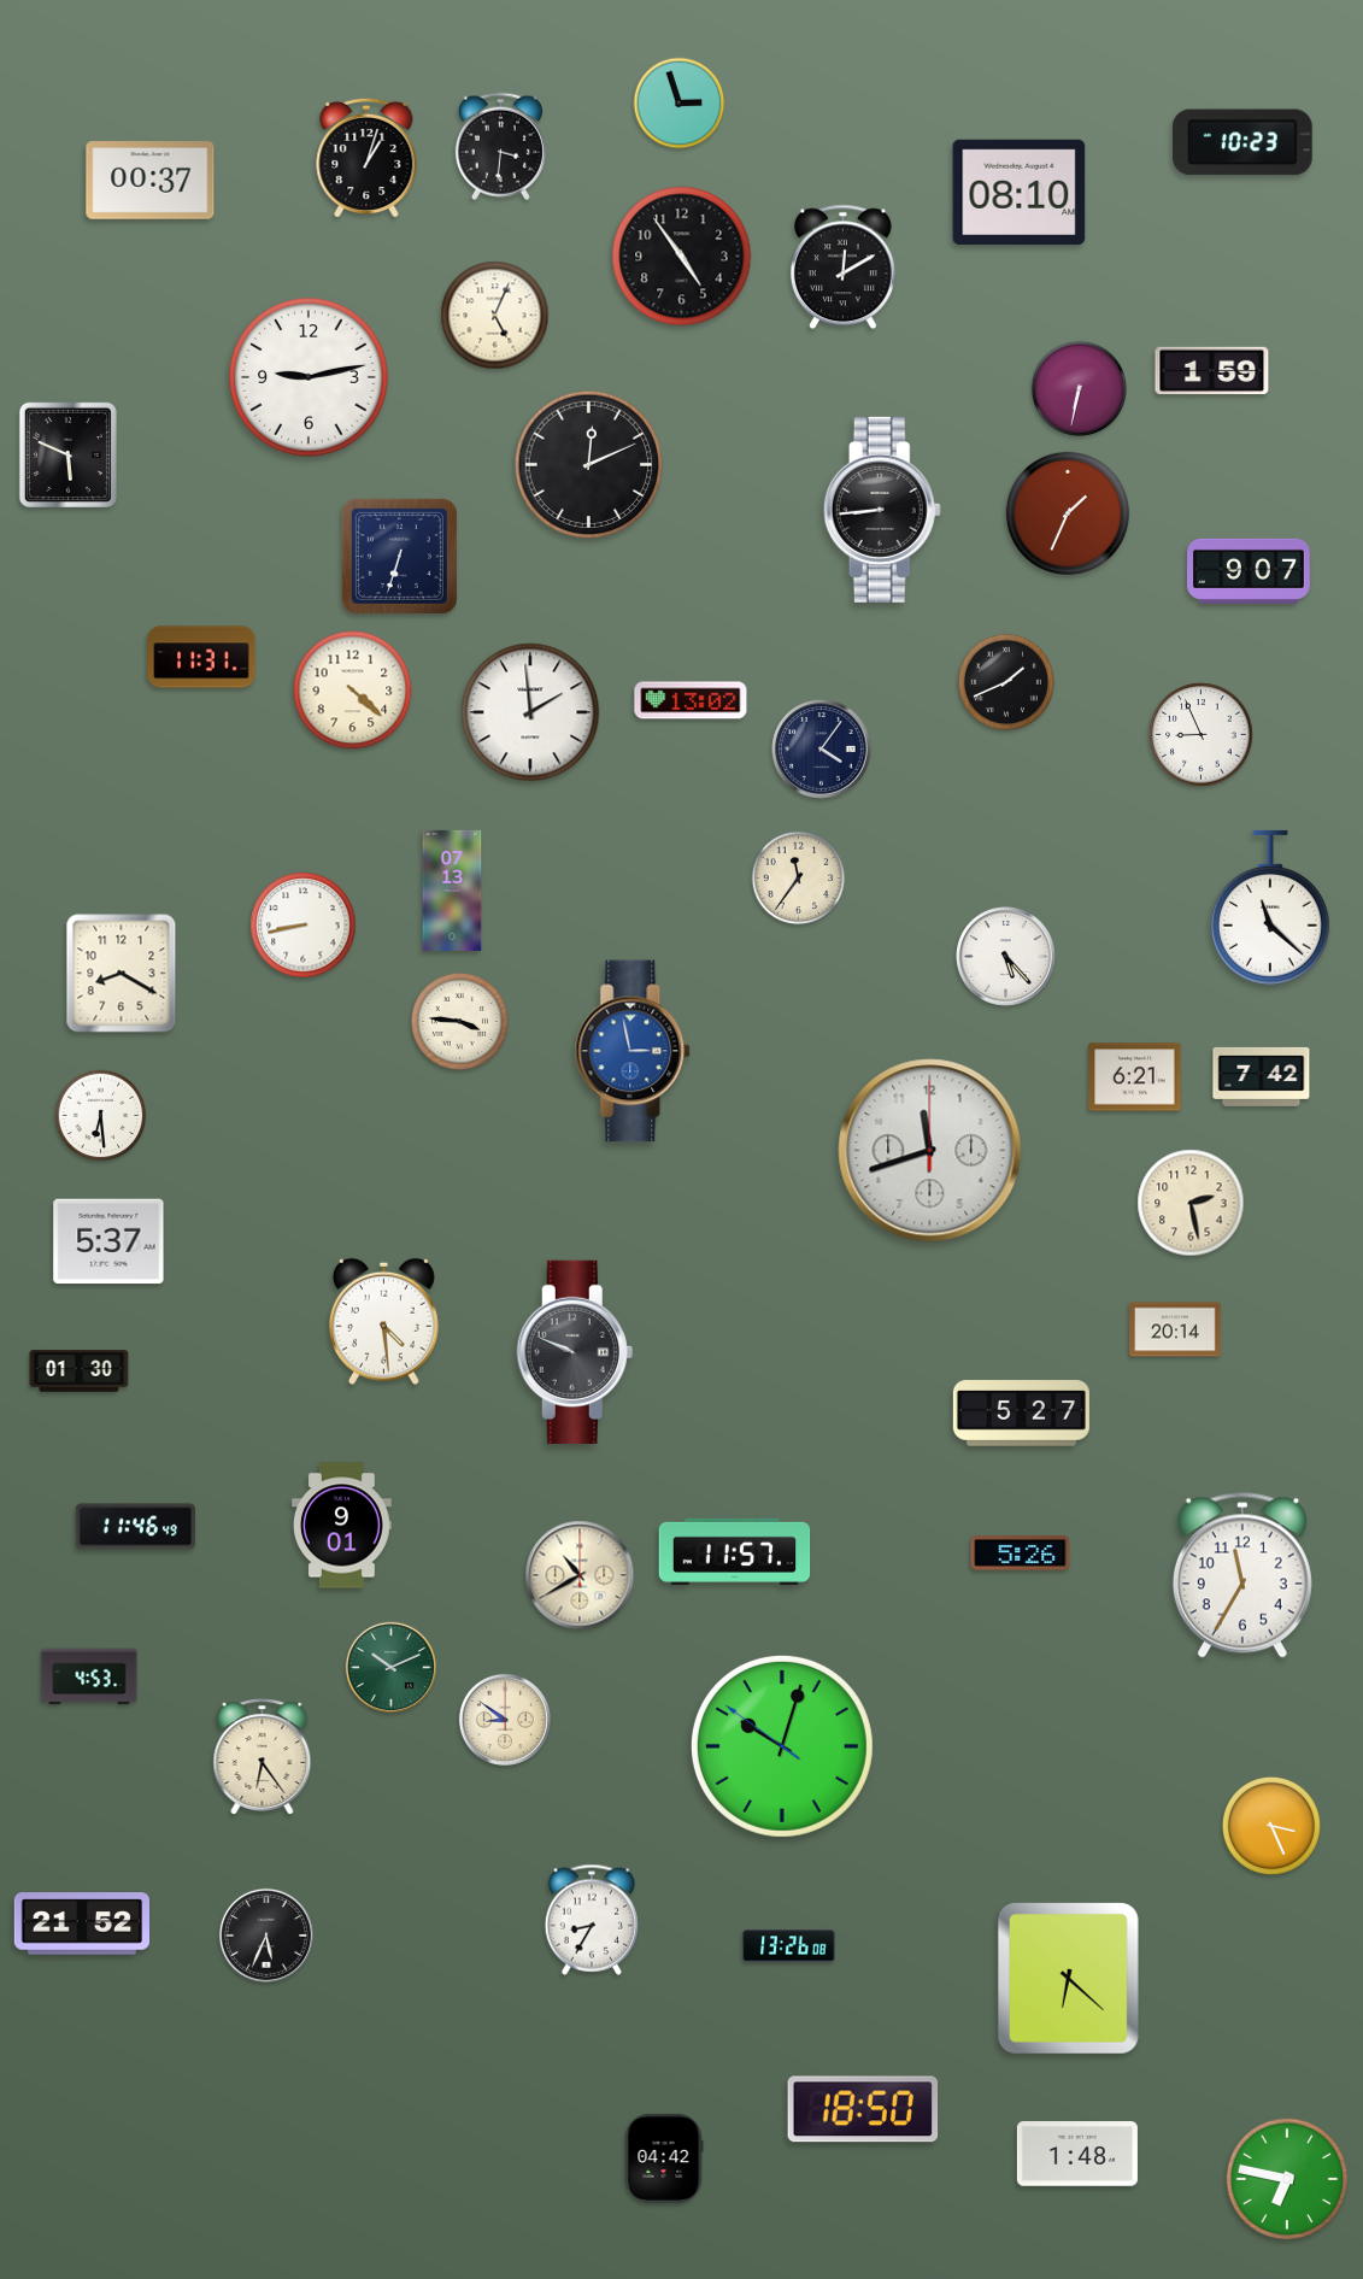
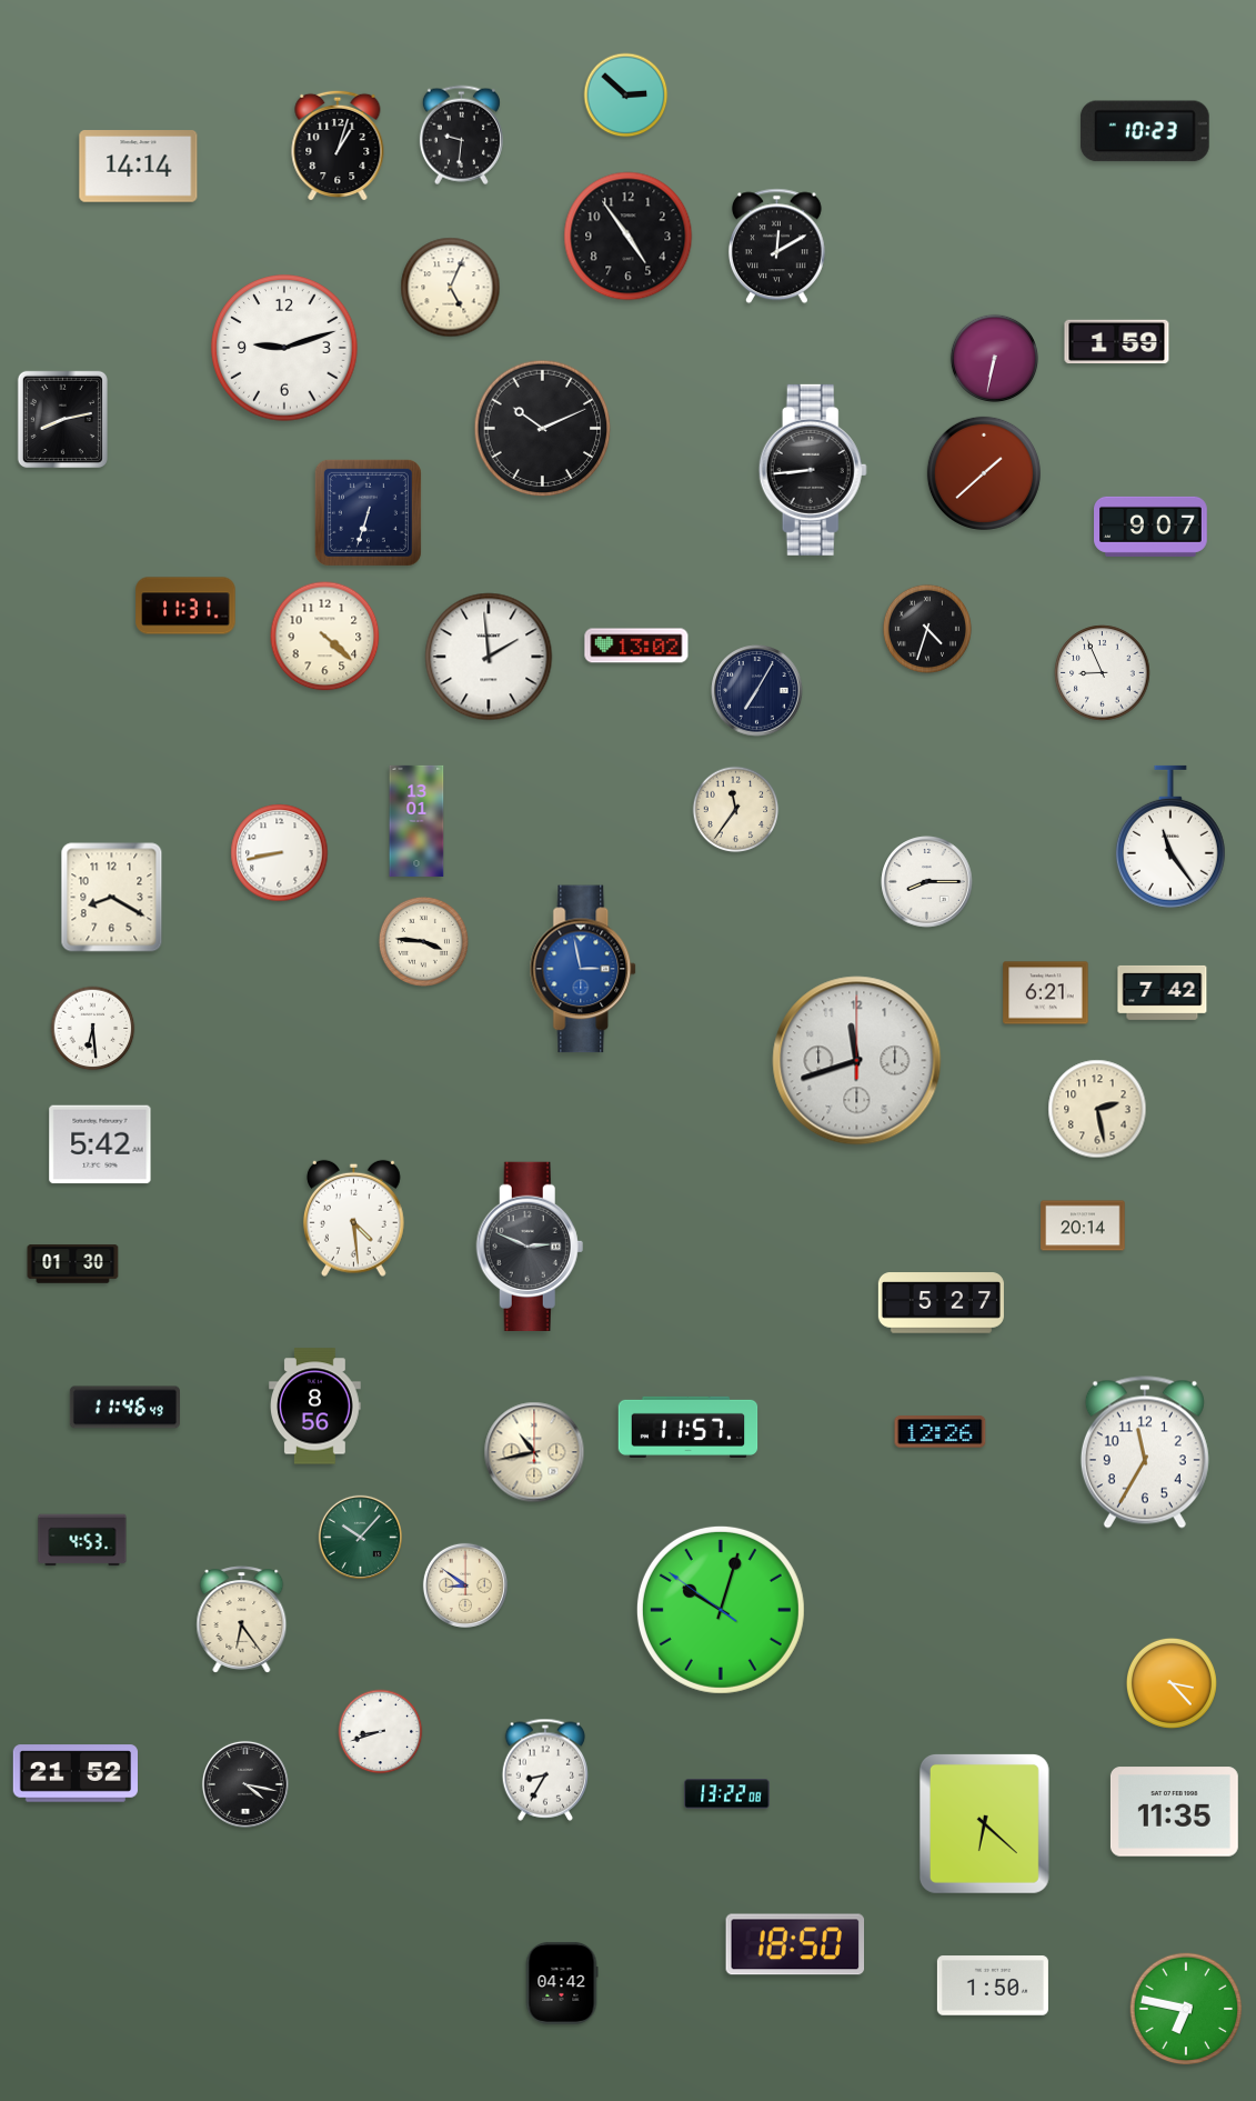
clock at (680, 104): 2:57 -> 2:52
clock at (500, 147): 3:31 -> 9:31
clock at (151, 181): 00:37 -> 14:14
clock at (1020, 192): 08:10 -> none
clock at (495, 316) position: (495, 316) -> (451, 288)
clock at (309, 377): 9:13 -> 9:12
clock at (67, 454): 5:49 -> 8:13
clock at (589, 465): 12:11 -> 10:11
clock at (1068, 513): 1:34 -> 1:38
clock at (1006, 682): 1:41 -> 4:33
clock at (1202, 735) position: (1202, 735) -> (1103, 673)
clock at (822, 750): 4:06 -> 7:05
clock at (452, 891): 07:13 -> 13:01
clock at (1270, 908): 11:22 -> 11:24
clock at (1006, 957): 5:23 -> 8:15
clock at (108, 1241): 5:37 -> 5:42
clock at (575, 1352): 9:49 -> 2:49
clock at (342, 1526): 9:01 -> 8:56
clock at (735, 1551) position: (735, 1551) -> (689, 1427)
clock at (1021, 1553): 5:26 -> 12:26
clock at (580, 1575): 10:40 -> 10:43
clock at (390, 1667): 10:11 -> 10:07
clock at (89, 1676) position: (89, 1676) -> (82, 1540)
clock at (1271, 1826): 3:26 -> 3:23
clock at (381, 1732): none -> 8:42
clock at (266, 1936): 5:34 -> 4:17
clock at (789, 1946): 13:26 -> 13:22
clock at (1174, 1812): none -> 11:35
clock at (1077, 2154): 1:48 -> 1:50
clock at (664, 2158) position: (664, 2158) -> (562, 1983)
